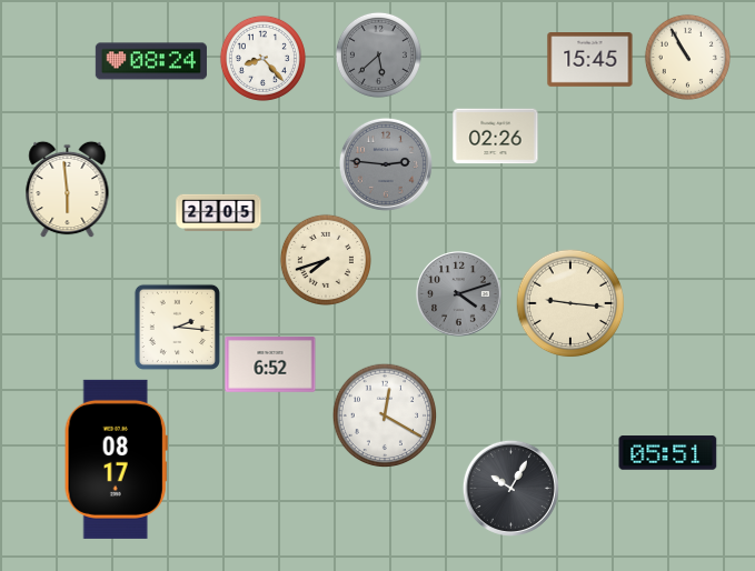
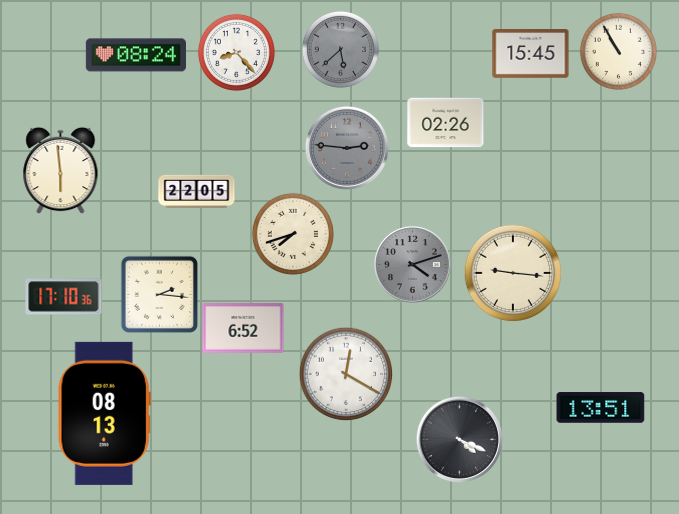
clock at (64, 297): none -> 17:10
clock at (668, 453): 05:51 -> 13:51
clock at (116, 459): 08:17 -> 08:13
clock at (510, 488): 10:05 -> 4:19
